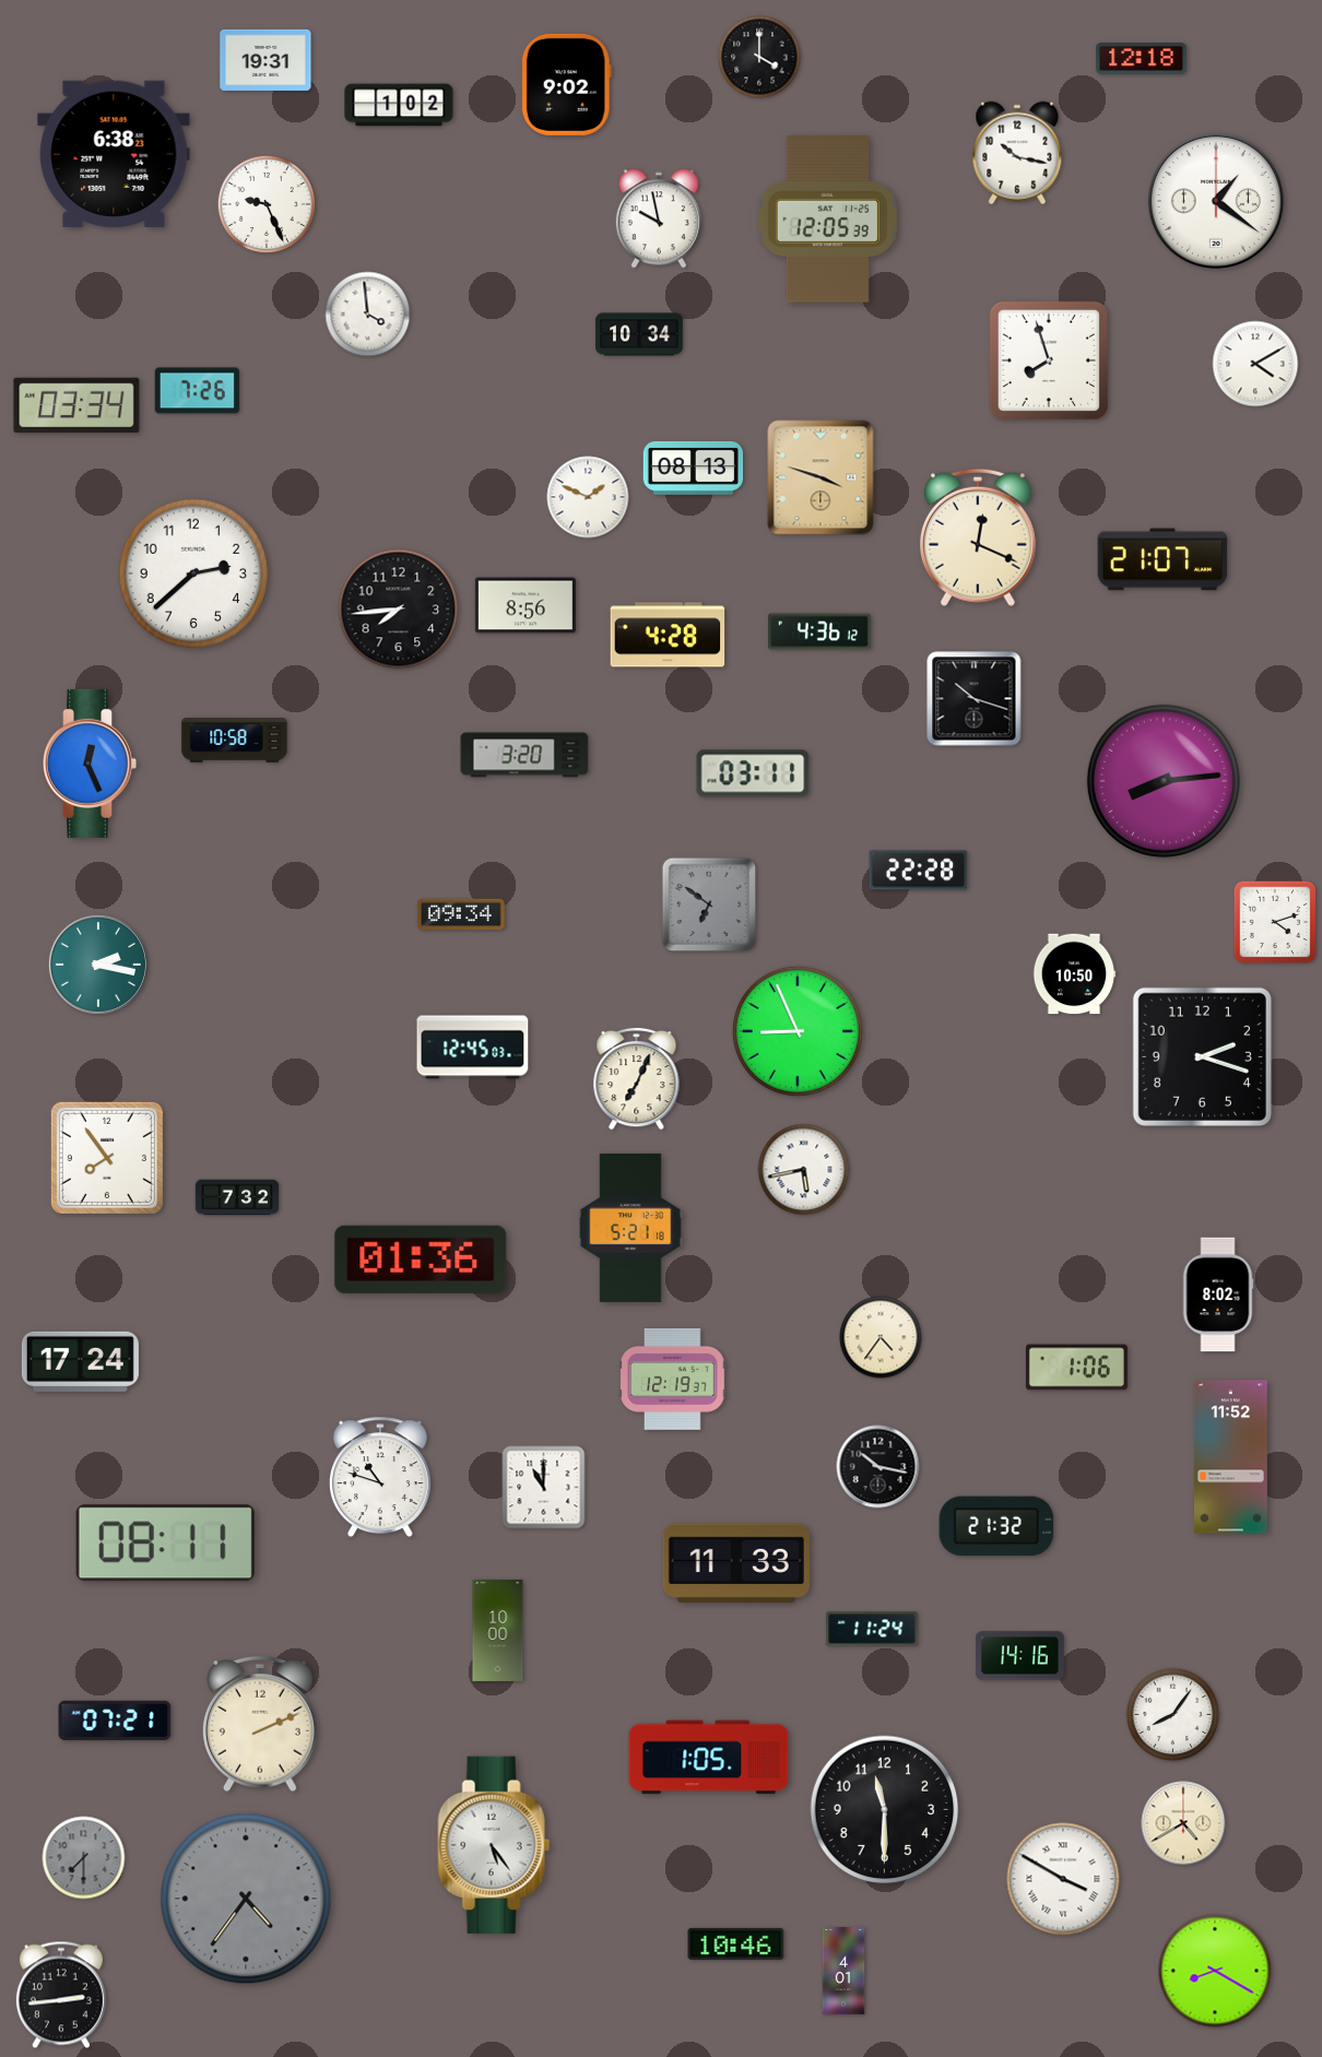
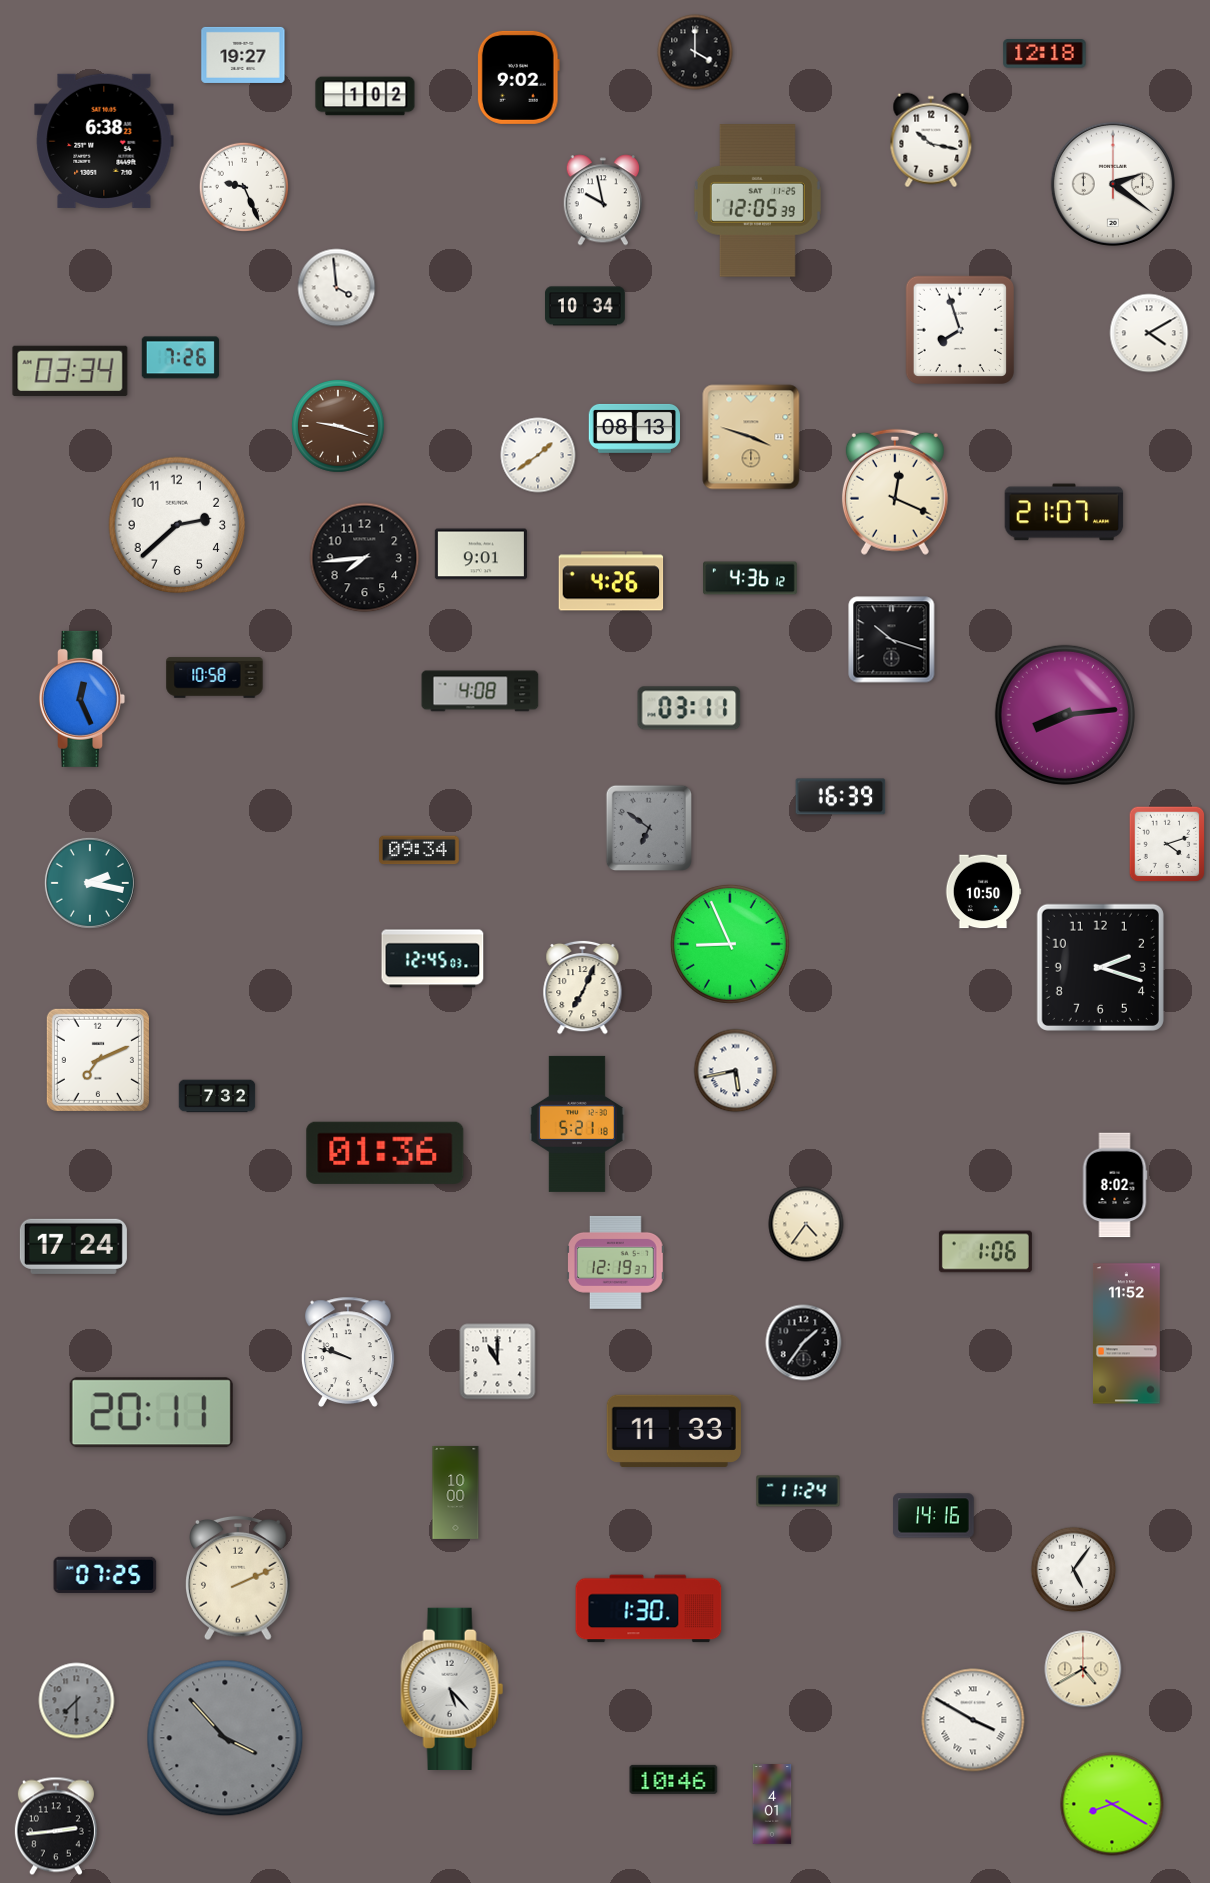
clock at (265, 60): 19:31 -> 19:27
clock at (1216, 201): 1:21 -> 2:21
clock at (339, 427): none -> 9:18
clock at (588, 497): 1:49 -> 1:39
clock at (526, 605): 8:56 -> 9:01
clock at (668, 635): 4:28 -> 4:26
clock at (524, 755): 3:20 -> 4:08
clock at (919, 871): 22:28 -> 16:39
clock at (462, 914) position: (462, 914) -> (420, 850)
clock at (107, 1158): 7:54 -> 7:11
clock at (878, 1467): 10:17 -> 1:36
clock at (381, 1476): 10:48 -> 9:48
clock at (996, 1526): 21:32 -> none
clock at (165, 1544): 08:11 -> 20:11
clock at (1173, 1715): 8:06 -> 5:06
clock at (115, 1719): 07:21 -> 07:25
clock at (709, 1758): 1:05 -> 1:30
clock at (885, 1810): 11:30 -> none
clock at (494, 1845): 5:24 -> 5:23
clock at (246, 1899): 4:36 -> 3:53
